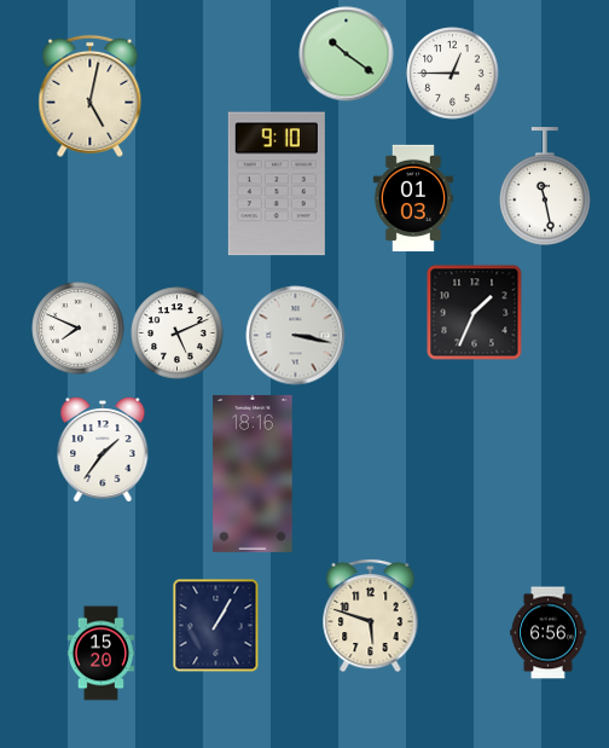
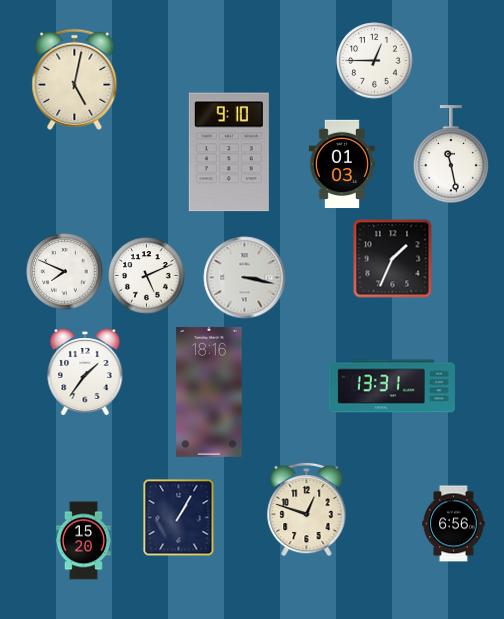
clock at (347, 54): 10:21 -> none
clock at (392, 386): none -> 13:31
clock at (371, 615): 5:48 -> 12:48
